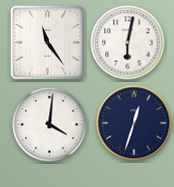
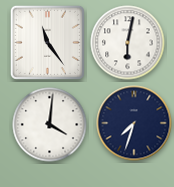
clock at (134, 123): 12:33 -> 7:33
